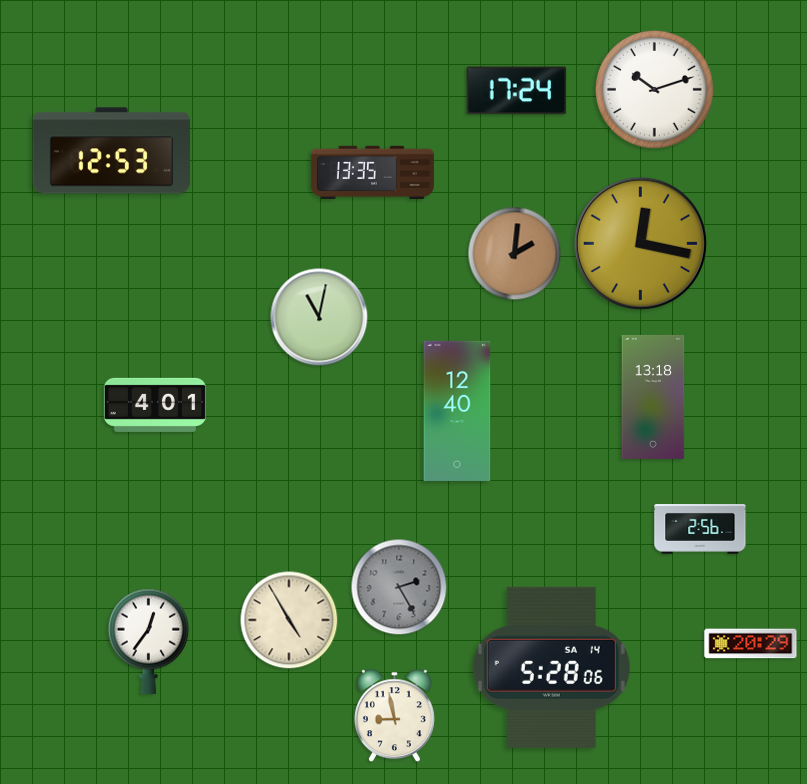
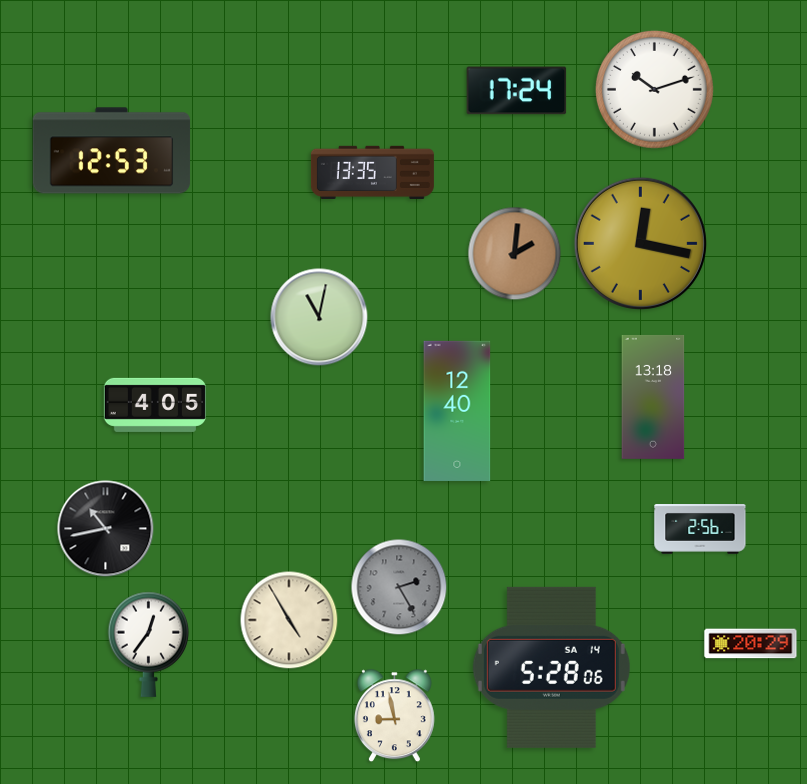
clock at (155, 405): 4:01 -> 4:05
clock at (106, 529): none -> 10:43
clock at (149, 641) position: (149, 641) -> (149, 644)
